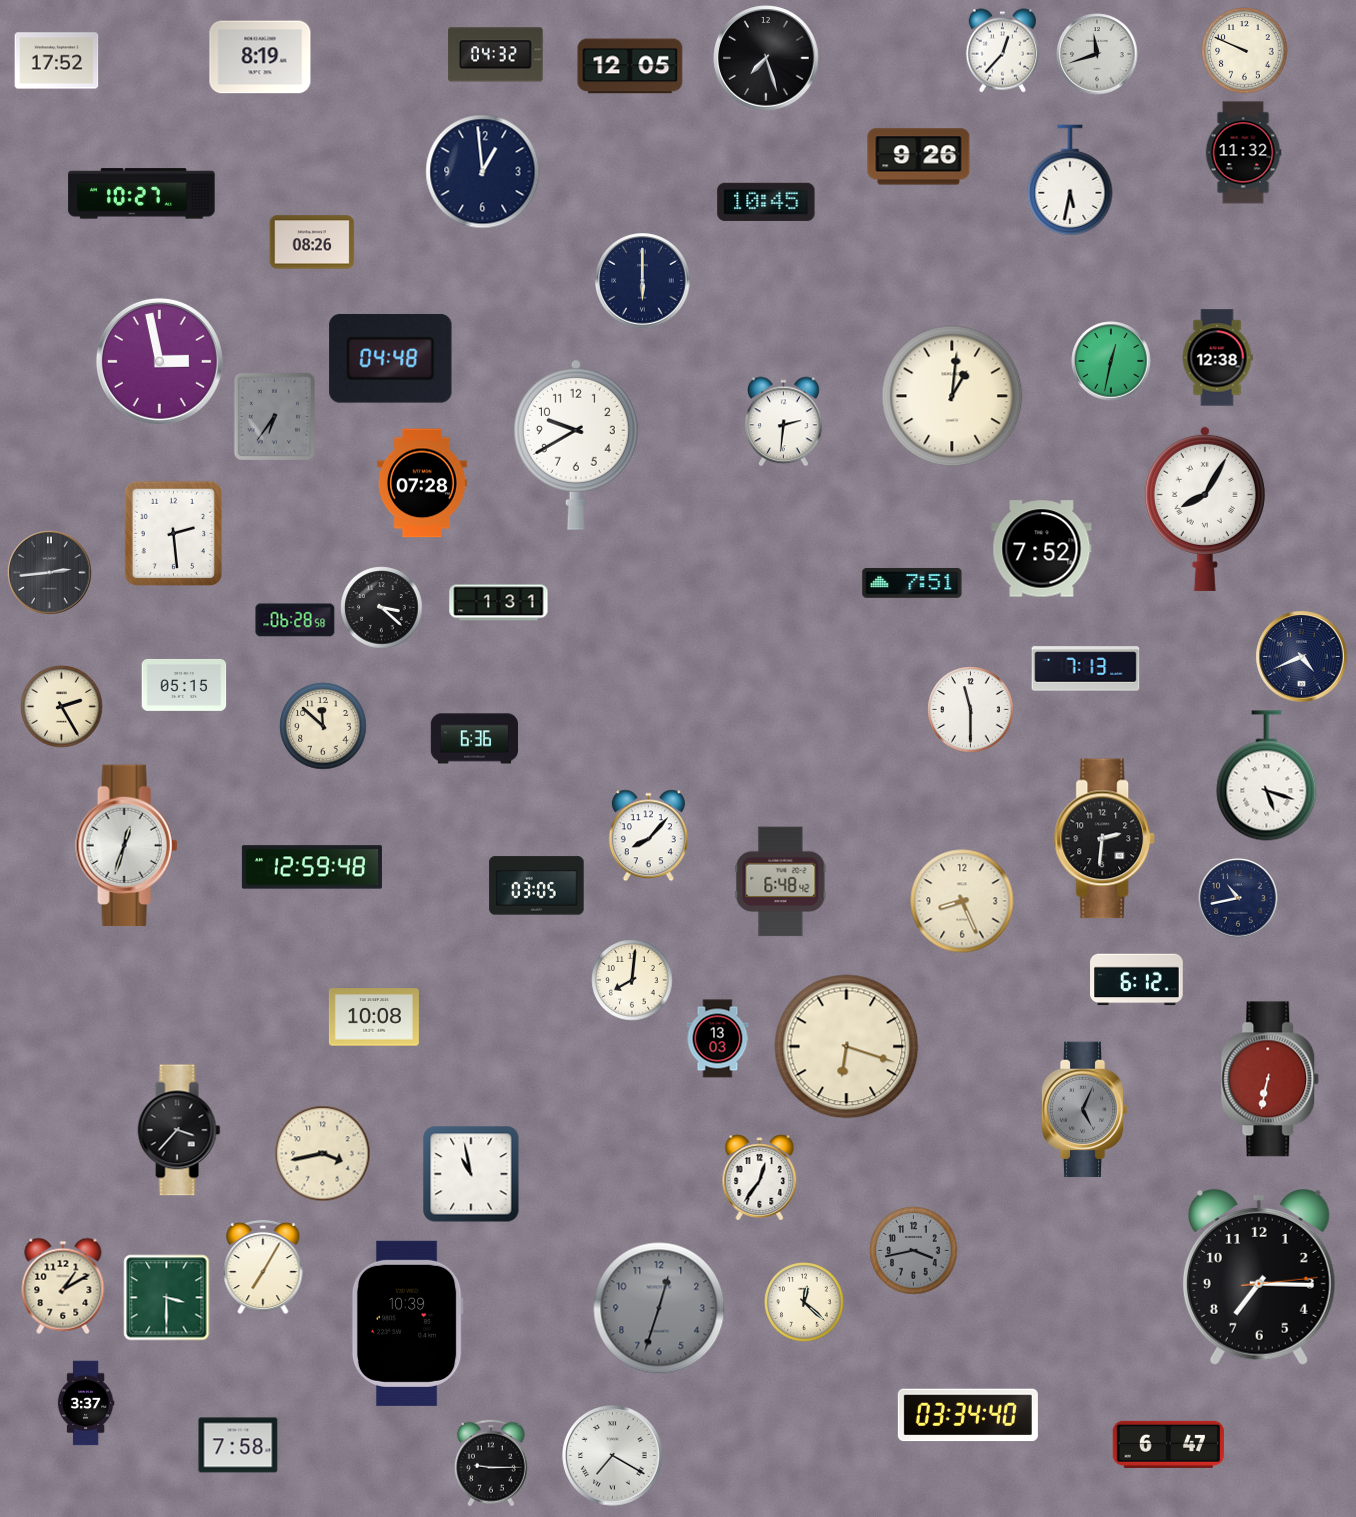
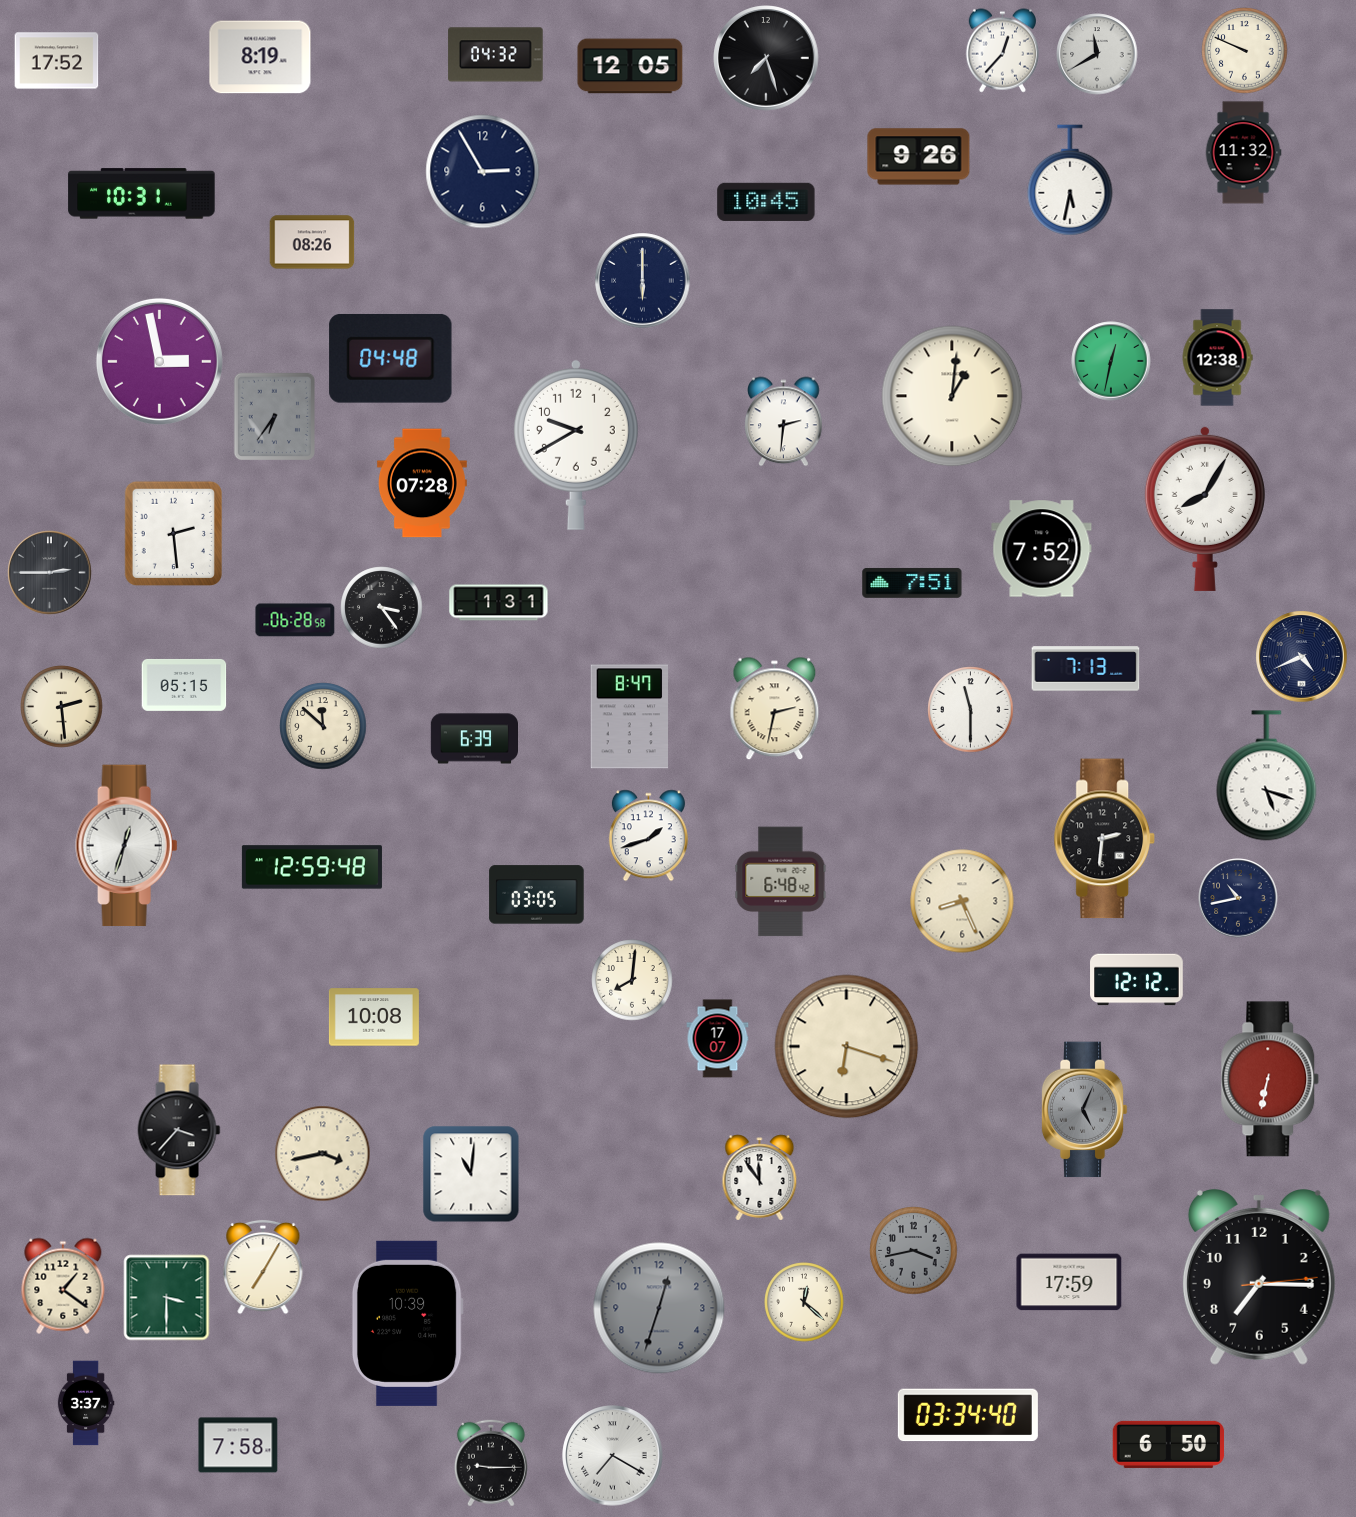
clock at (1097, 54): 11:42 -> 11:40
clock at (483, 172): 12:59 -> 2:55
clock at (142, 194): 10:27 -> 10:31
clock at (50, 573): 2:44 -> 2:45
clock at (382, 608): 3:22 -> 3:24
clock at (62, 707): 2:25 -> 2:29
clock at (775, 709): none -> 2:32
clock at (630, 717): none -> 8:47
clock at (474, 739): 6:36 -> 6:39
clock at (648, 836): 8:07 -> 1:42
clock at (537, 886) position: (537, 886) -> (537, 895)
clock at (1137, 980): 6:12 -> 12:12
clock at (718, 1039): 13:03 -> 17:07
clock at (471, 1174): 10:58 -> 11:01
clock at (760, 1178): 12:36 -> 11:54
clock at (1069, 1282): none -> 17:59
clock at (63, 1286): 1:10 -> 1:21
clock at (1169, 1444): 6:47 -> 6:50
